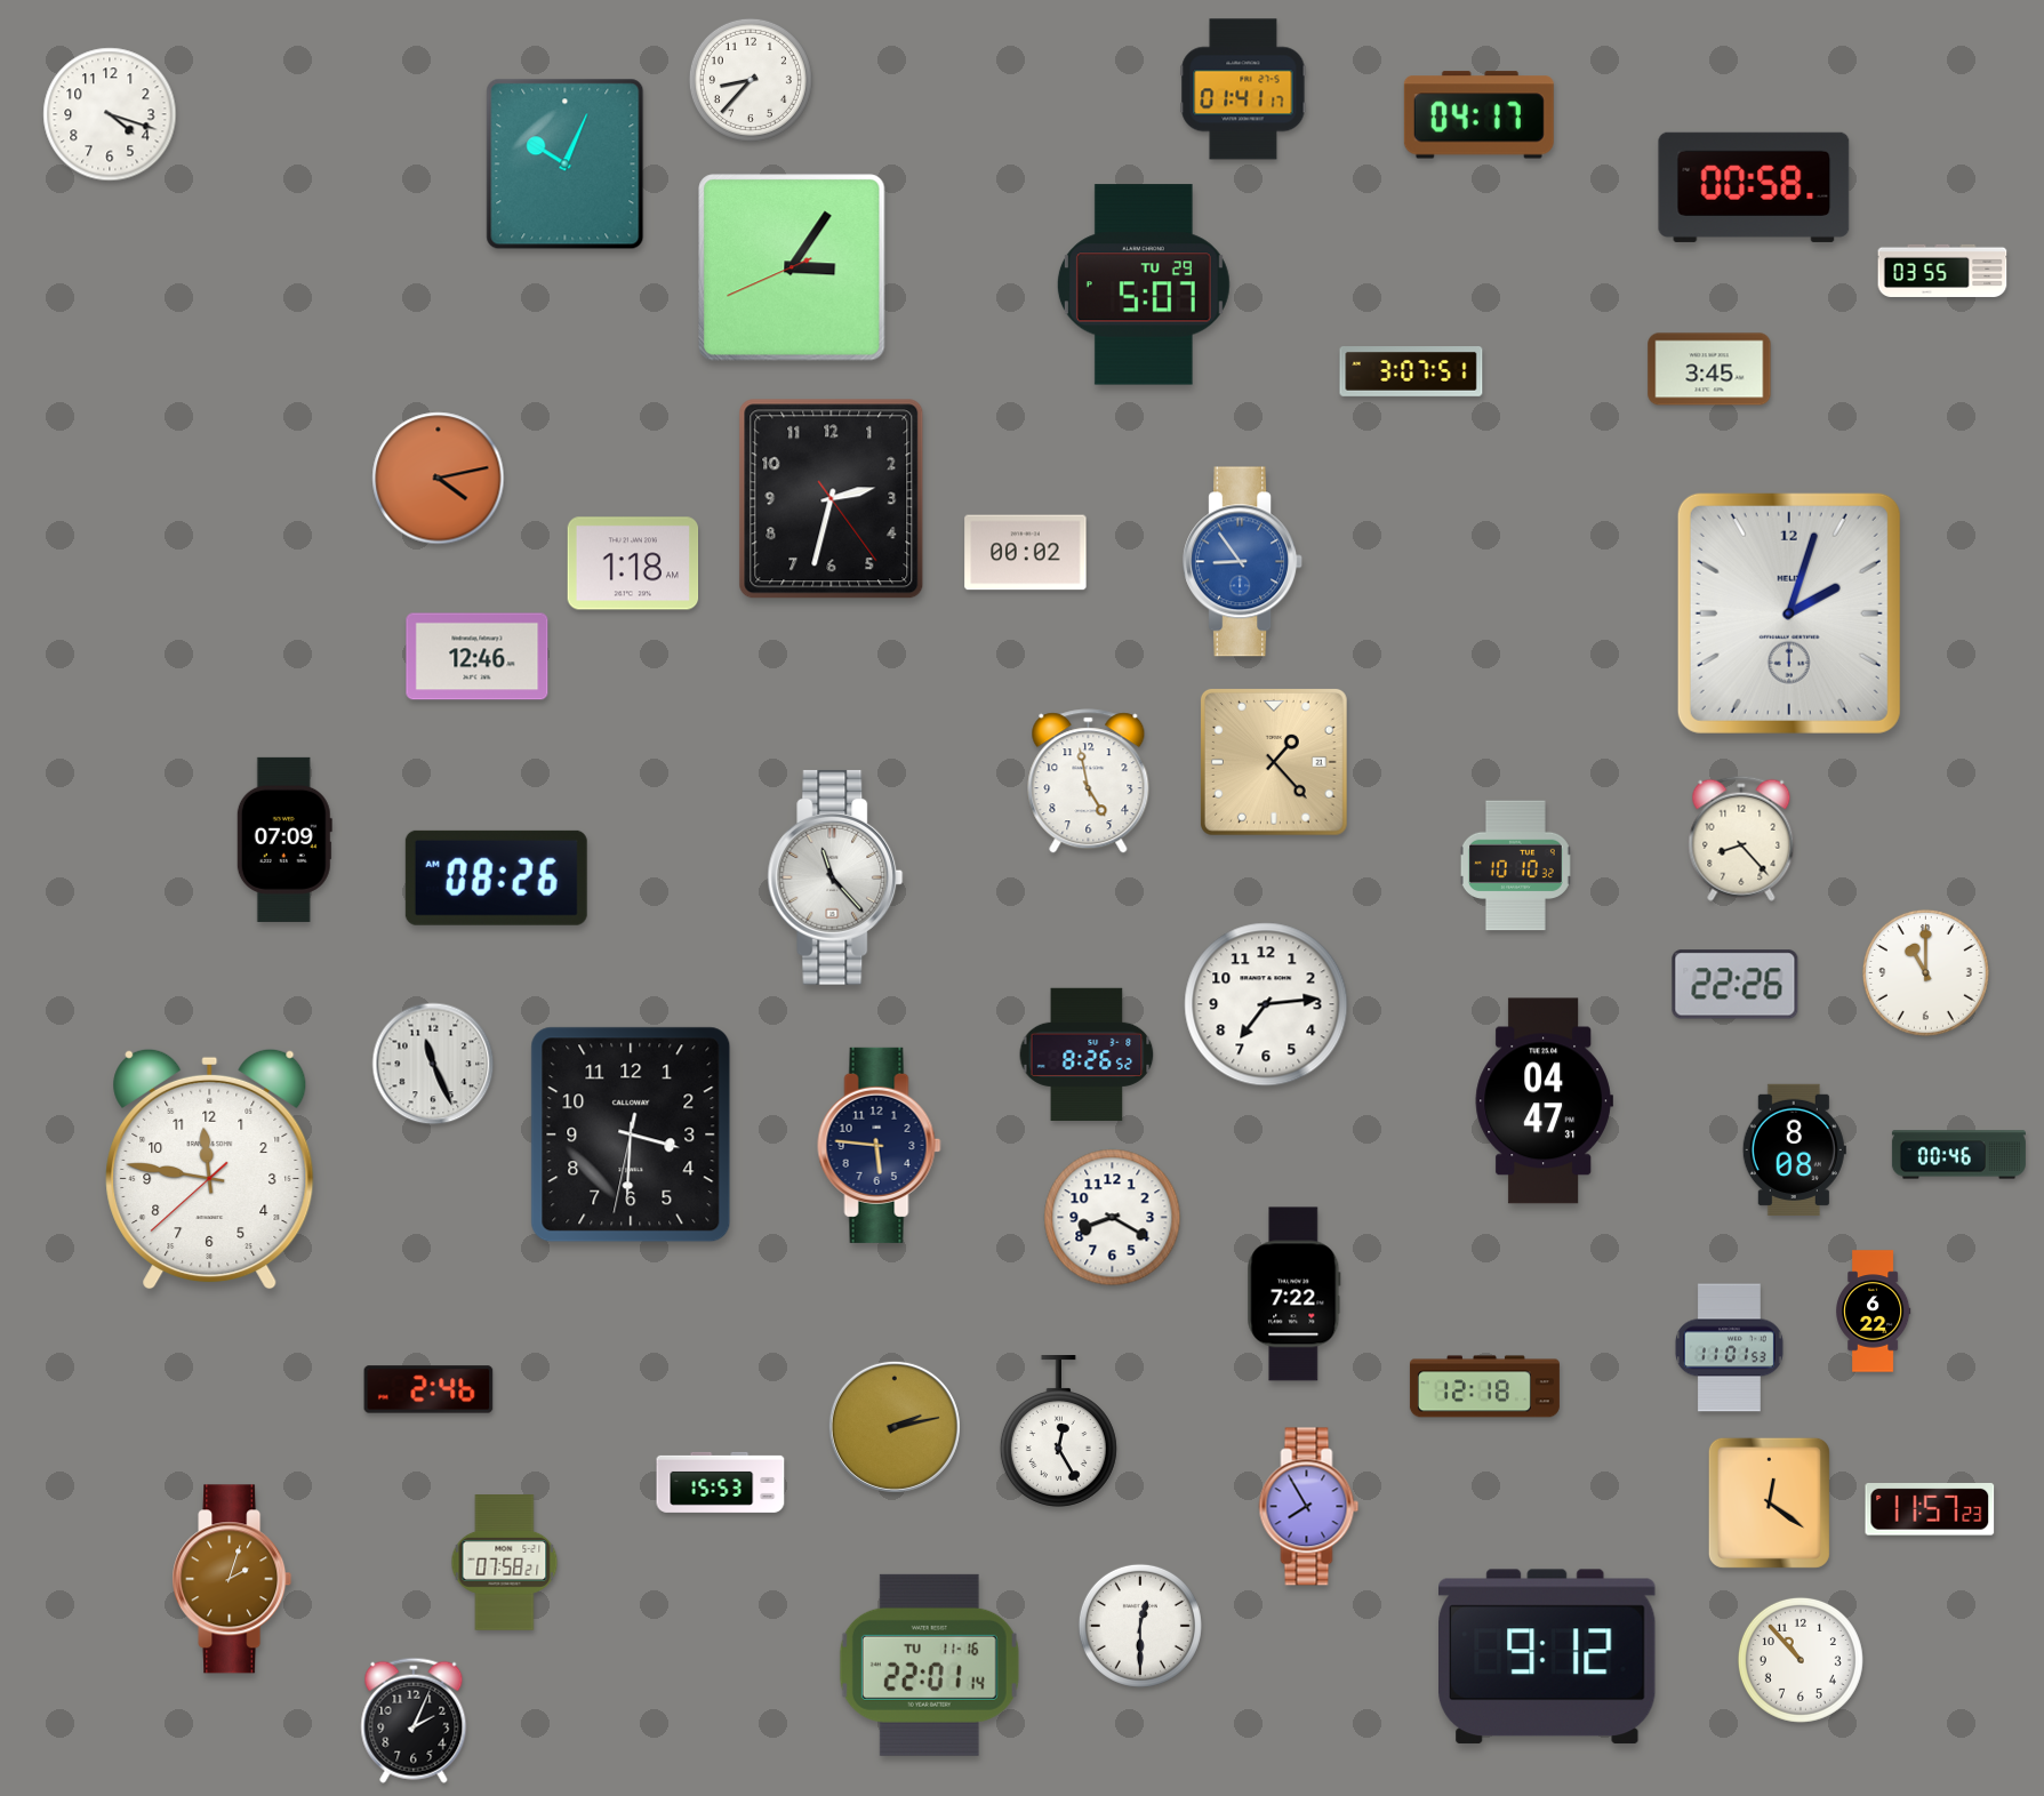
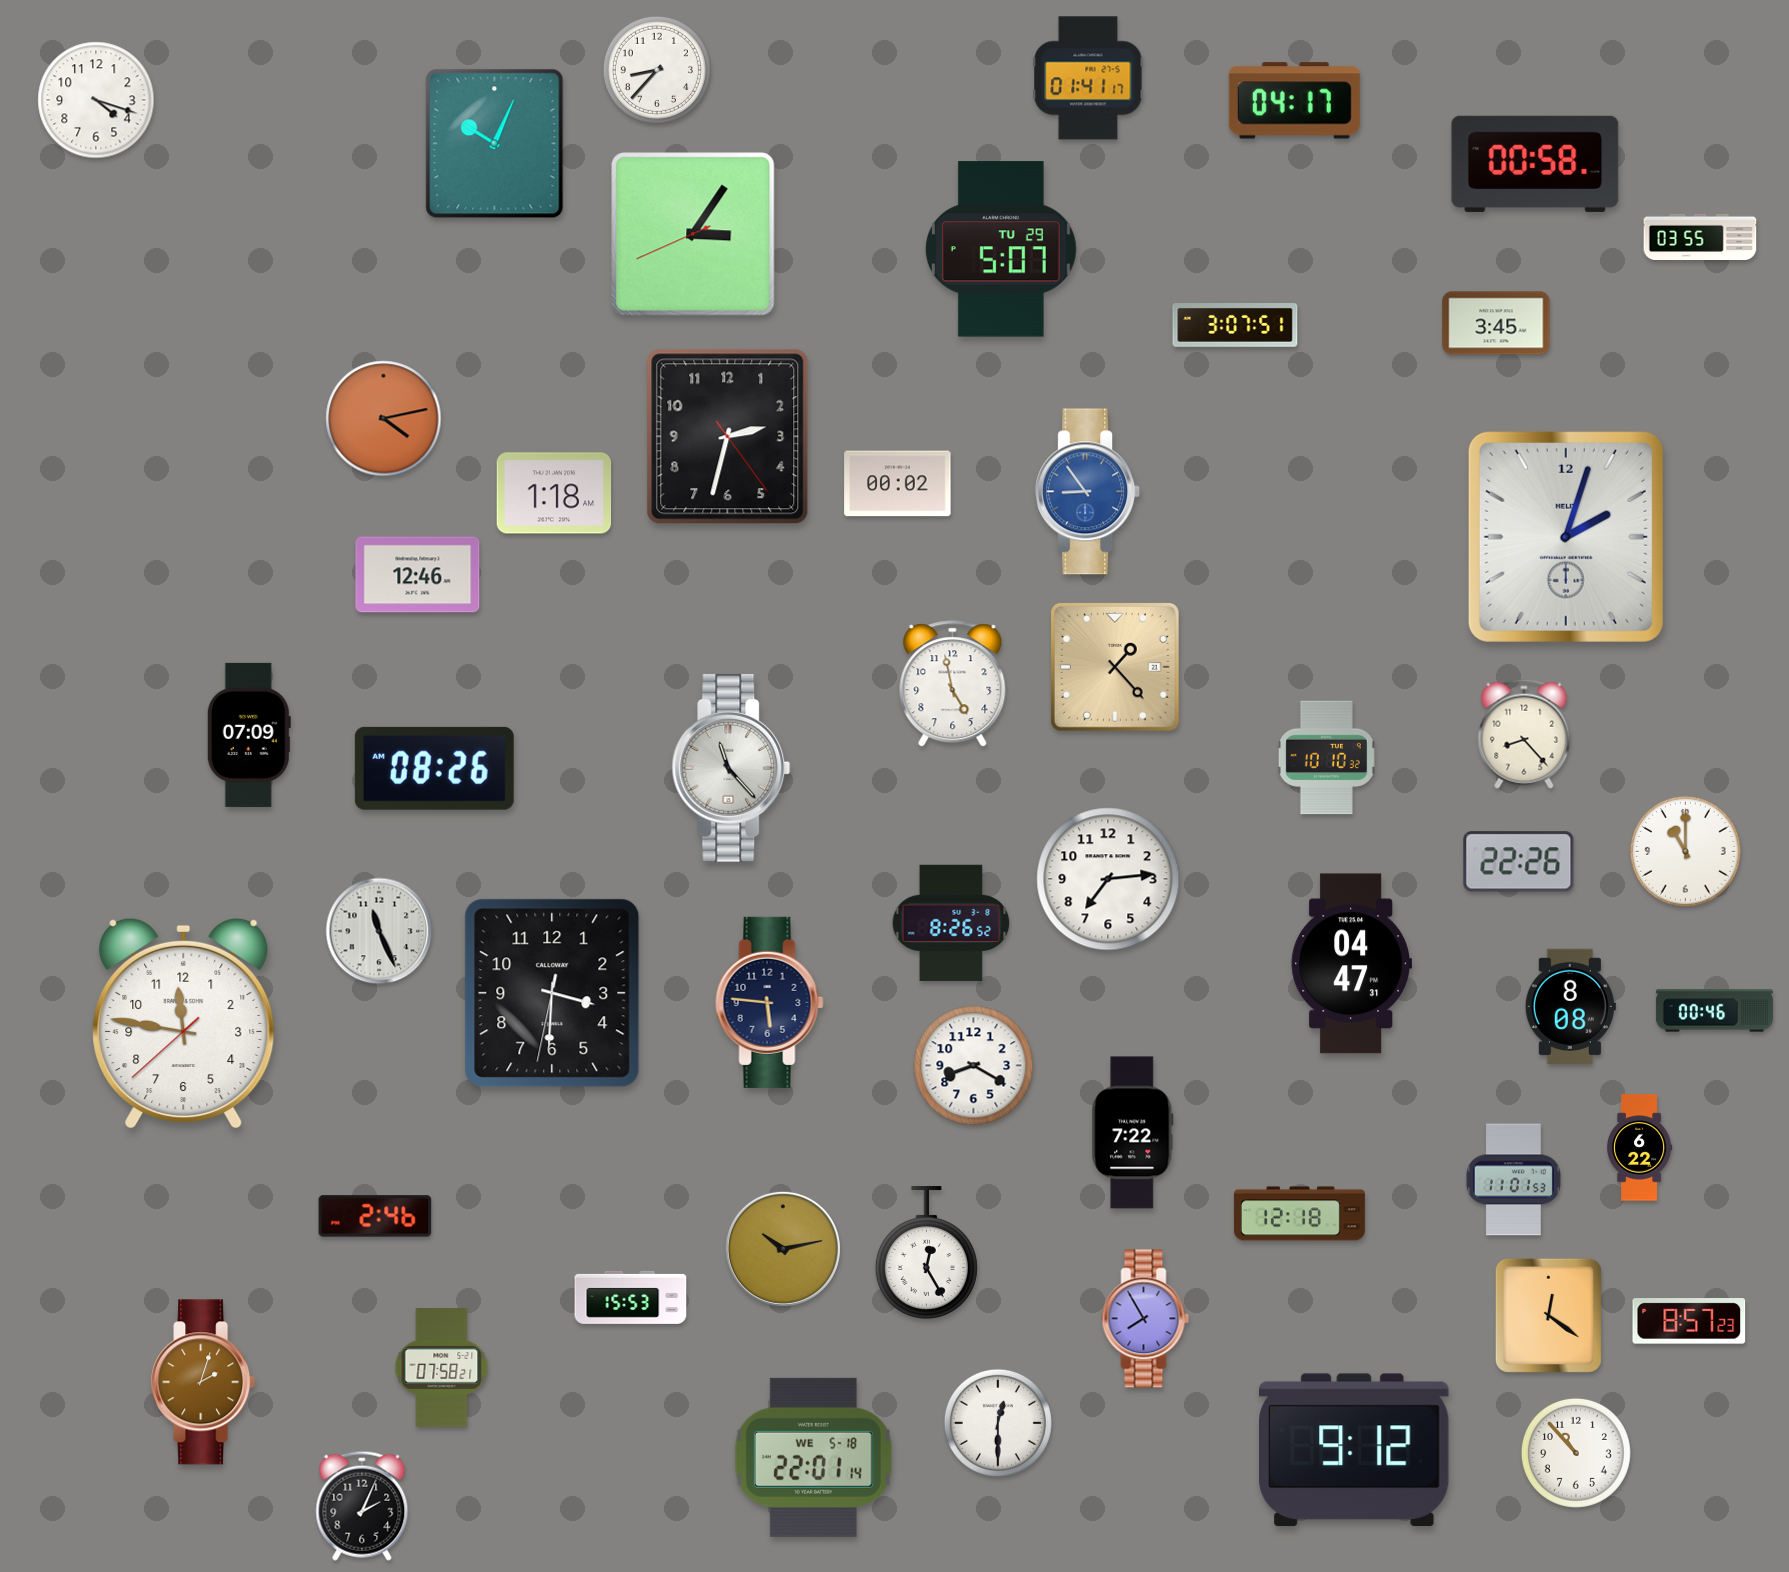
clock at (895, 1427): 2:13 -> 10:13
clock at (1930, 1510): 11:57 -> 8:57
clock at (929, 1665) date: TU 11-16 -> WE 5-18
